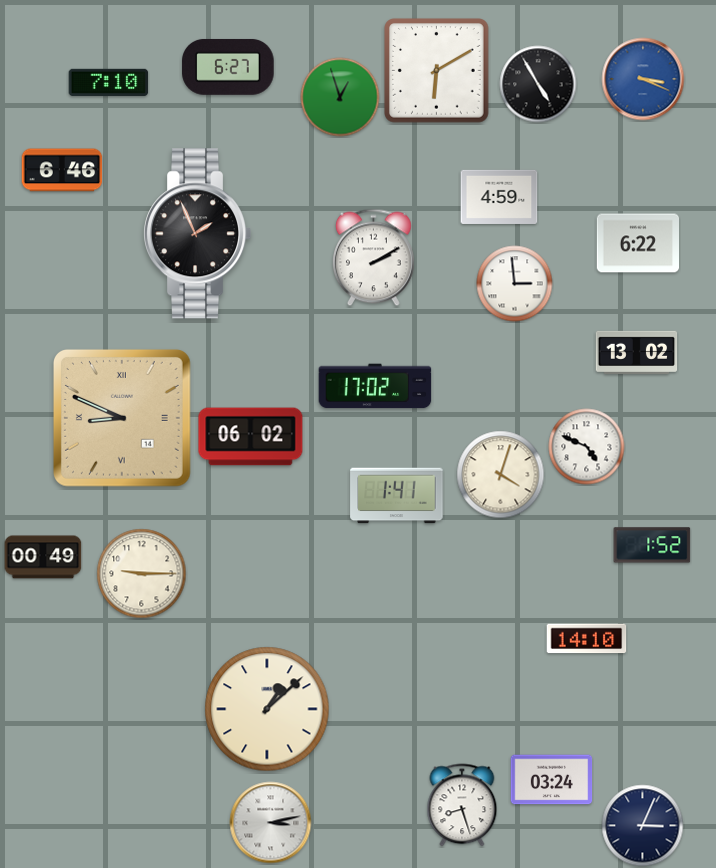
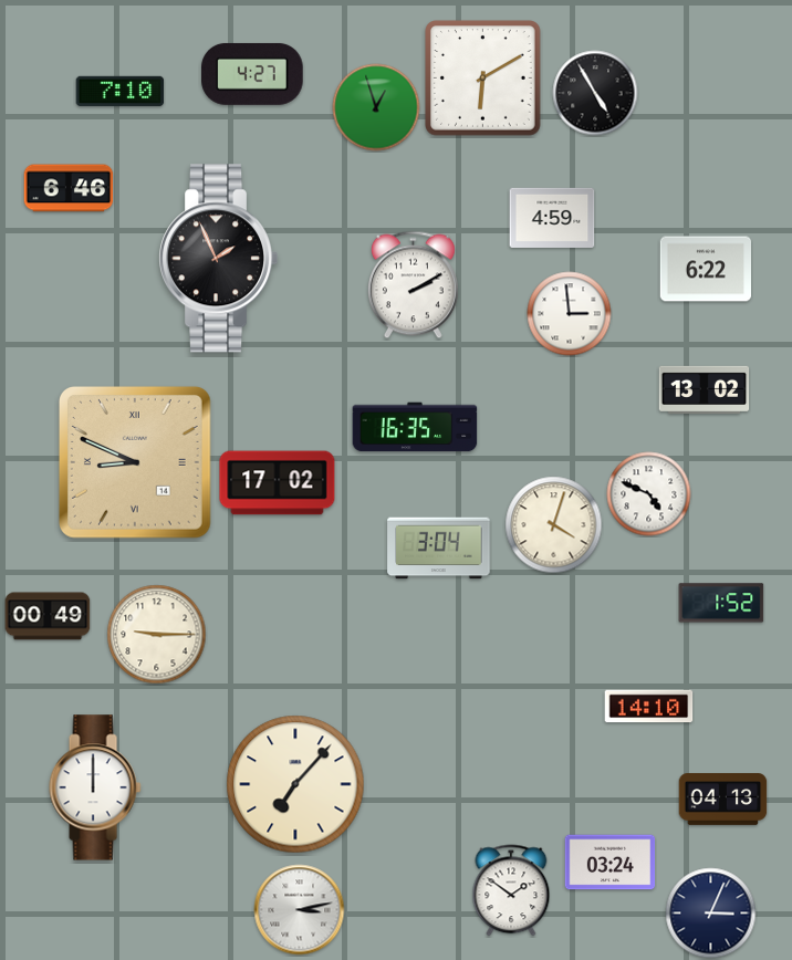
clock at (228, 67): 6:27 -> 4:27
clock at (643, 79): 3:19 -> none
clock at (375, 386): 17:02 -> 16:35
clock at (251, 437): 06:02 -> 17:02
clock at (397, 496): 1:41 -> 3:04
clock at (267, 709): 1:08 -> 7:07
clock at (95, 787): none -> 12:00
clock at (723, 800): none -> 04:13
clock at (462, 805): 8:27 -> 1:51
